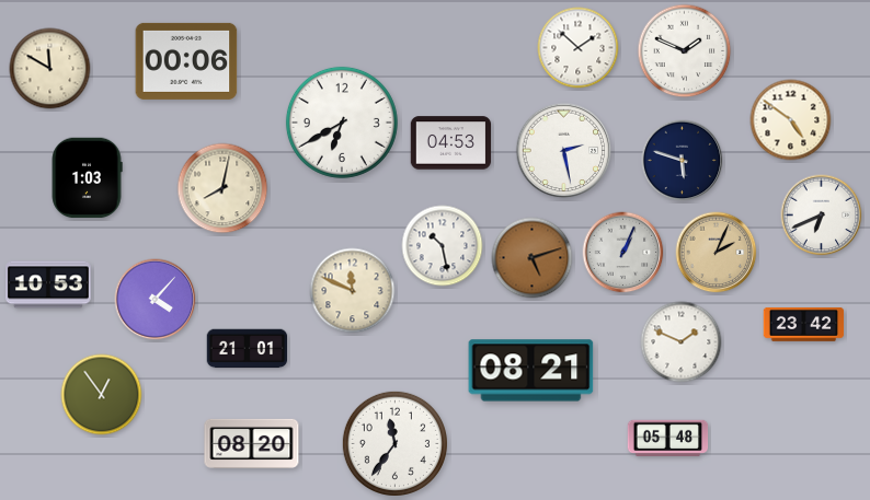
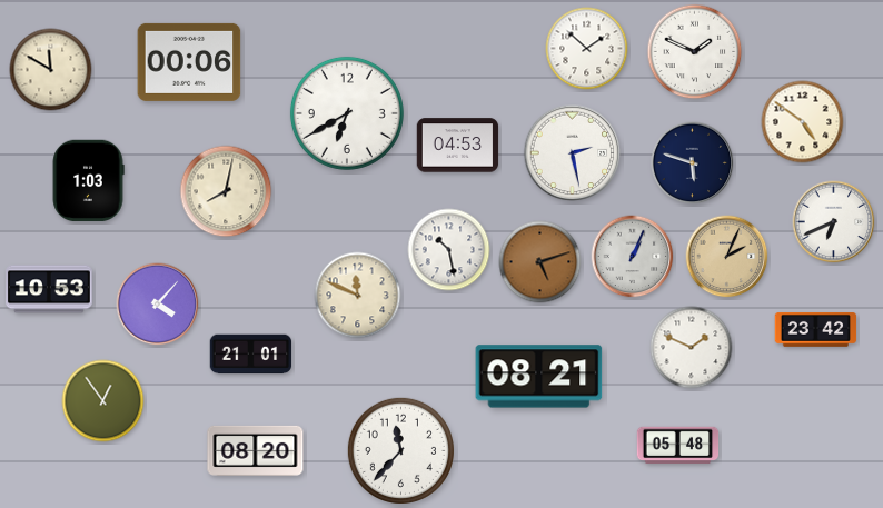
clock at (342, 123) position: (342, 123) -> (347, 113)
clock at (822, 216) position: (822, 216) -> (834, 222)
clock at (394, 443): 11:36 -> 11:37
